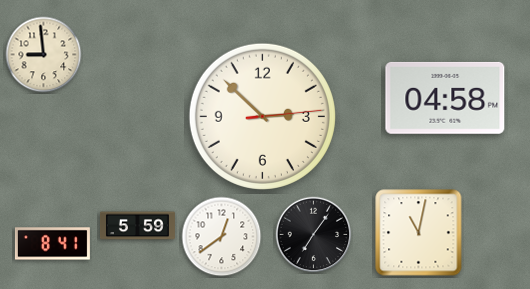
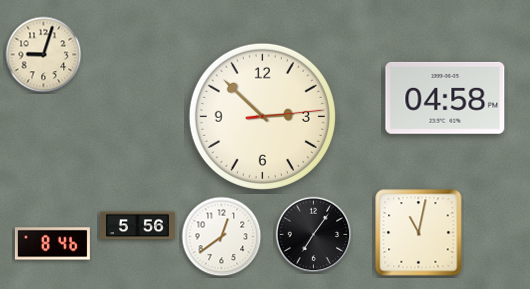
clock at (44, 55): 8:59 -> 9:03
clock at (137, 226): 5:59 -> 5:56
clock at (52, 244): 8:41 -> 8:46
